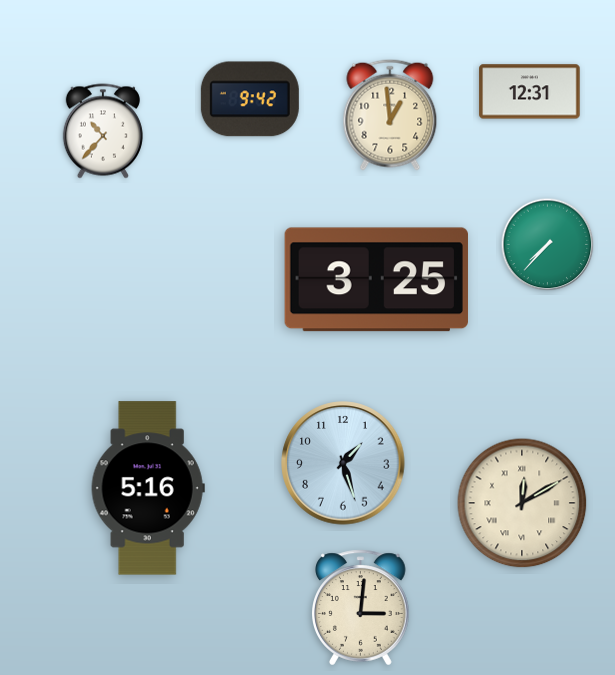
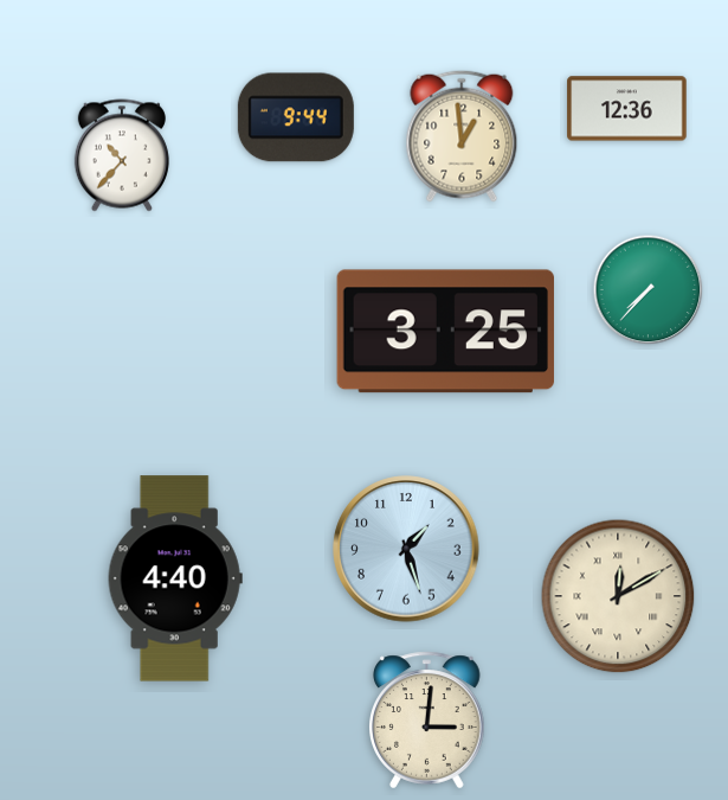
clock at (530, 92): 12:31 -> 12:36
clock at (250, 99): 9:42 -> 9:44
clock at (148, 488): 5:16 -> 4:40
